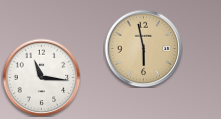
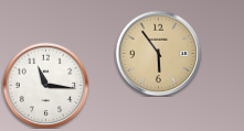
clock at (143, 48): 5:58 -> 5:54
